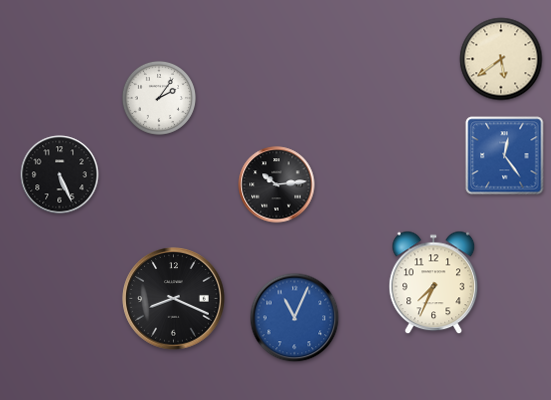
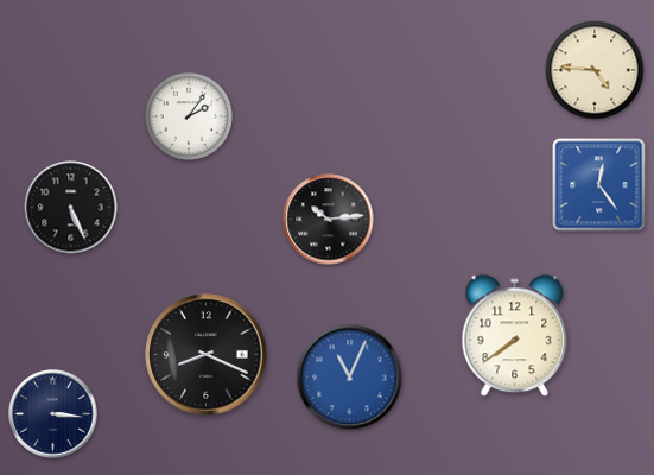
clock at (501, 59): 5:39 -> 4:46
clock at (434, 283): 7:34 -> 7:39
clock at (53, 414): none -> 3:16
